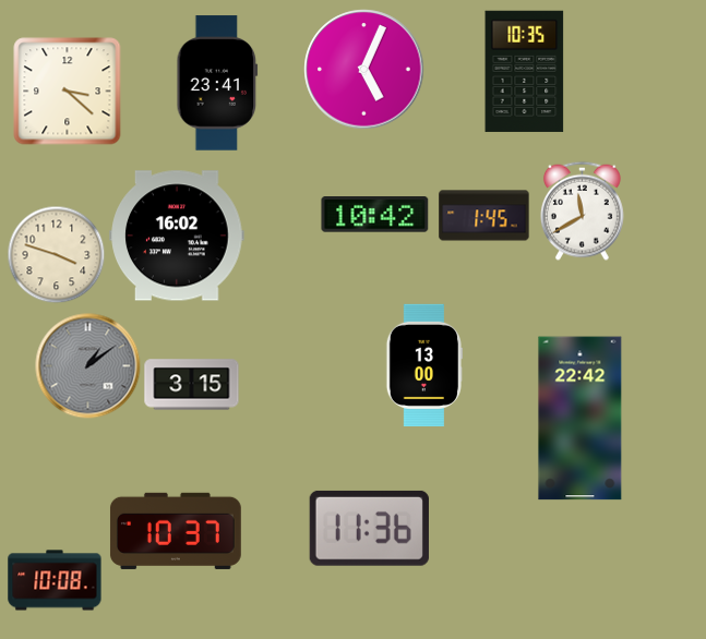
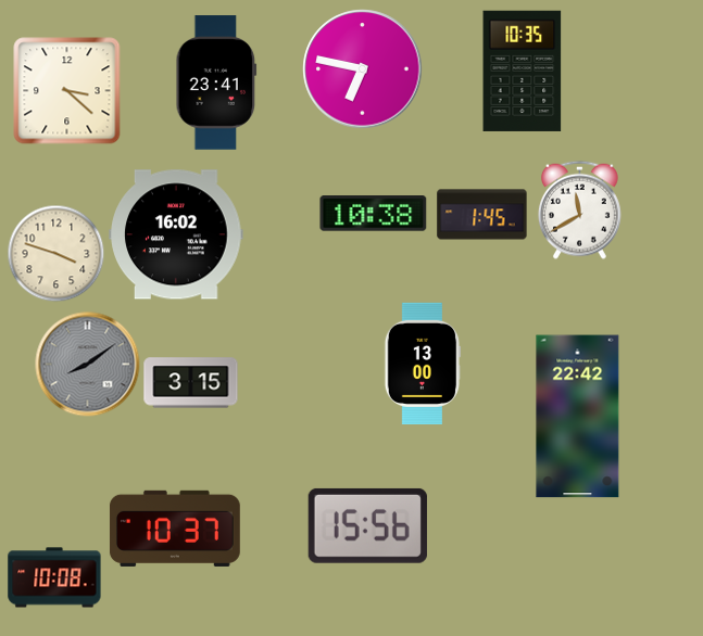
clock at (364, 70): 5:04 -> 6:47
clock at (375, 215): 10:42 -> 10:38
clock at (88, 366): 1:09 -> 8:09
clock at (369, 528): 11:36 -> 15:56
